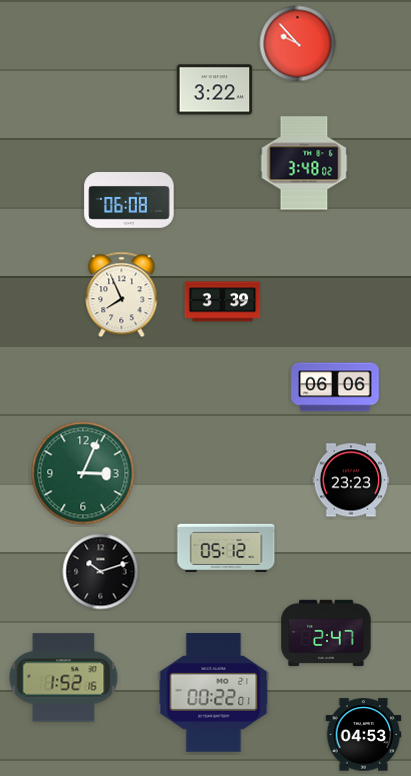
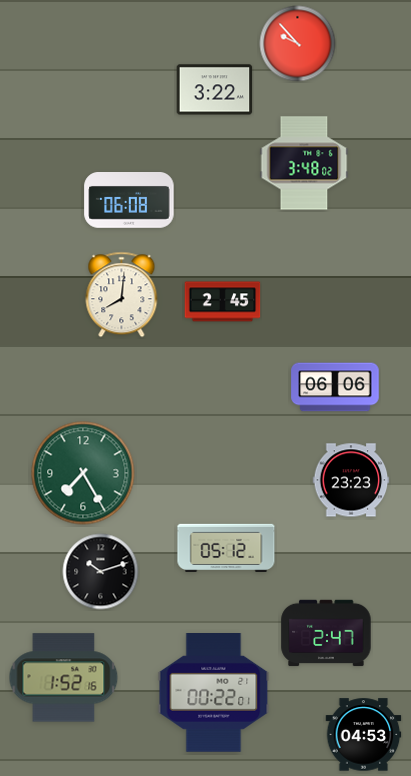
clock at (122, 295): 7:56 -> 8:01
clock at (223, 302): 3:39 -> 2:45
clock at (83, 473): 3:04 -> 7:25
